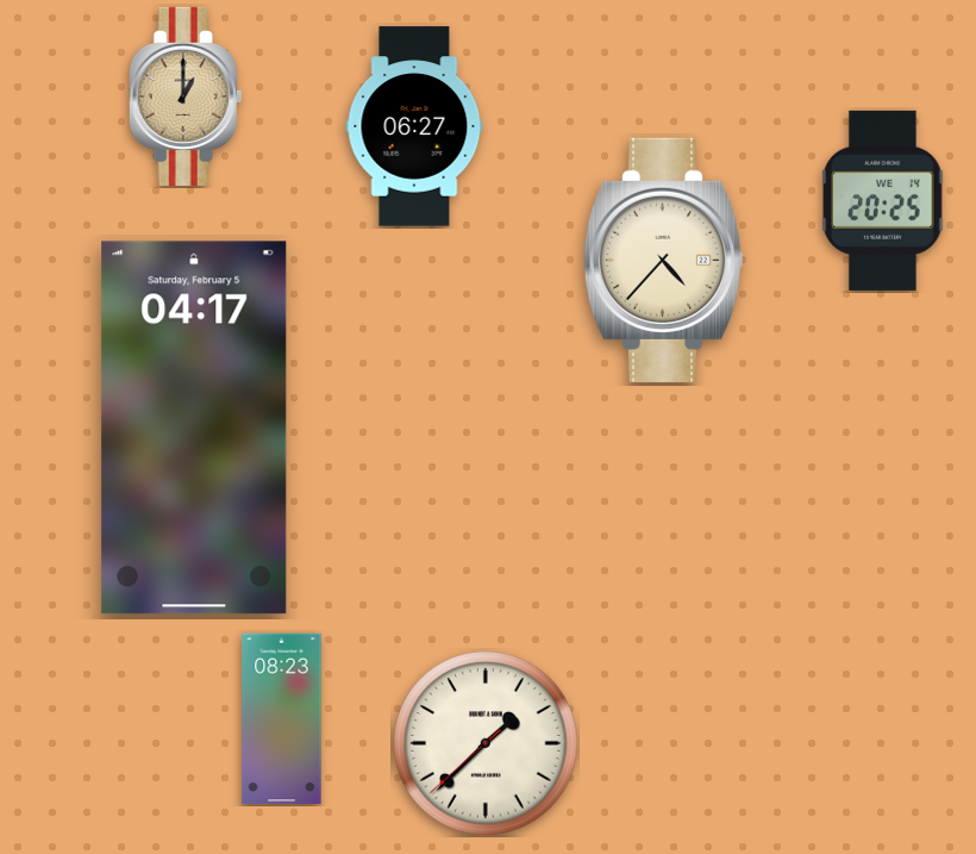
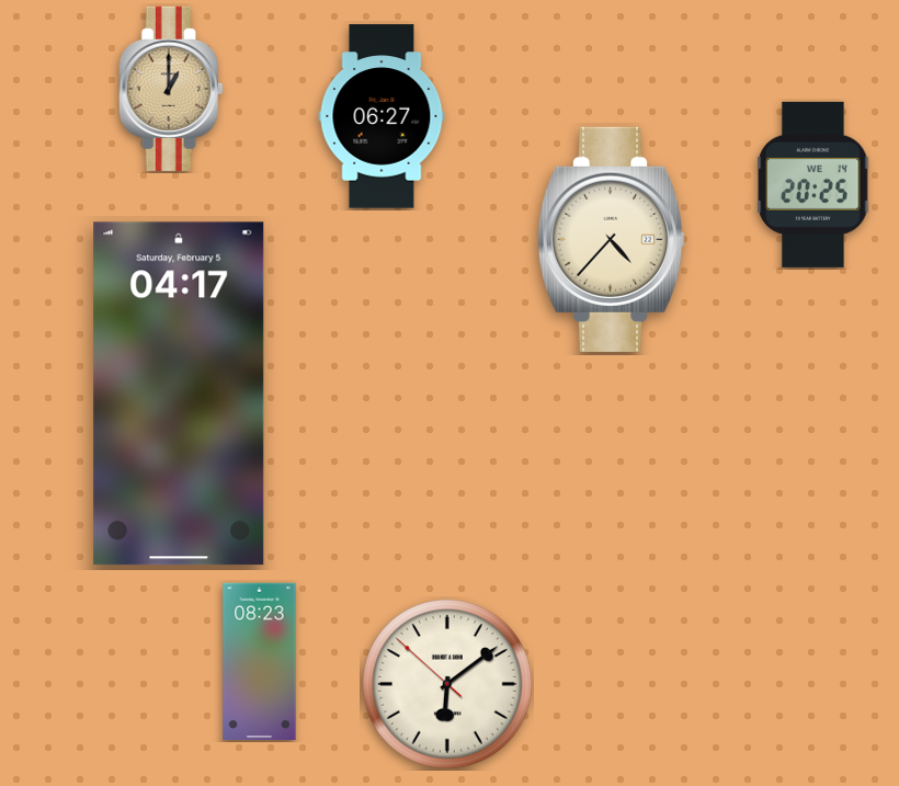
clock at (486, 743): 1:37 -> 6:08
